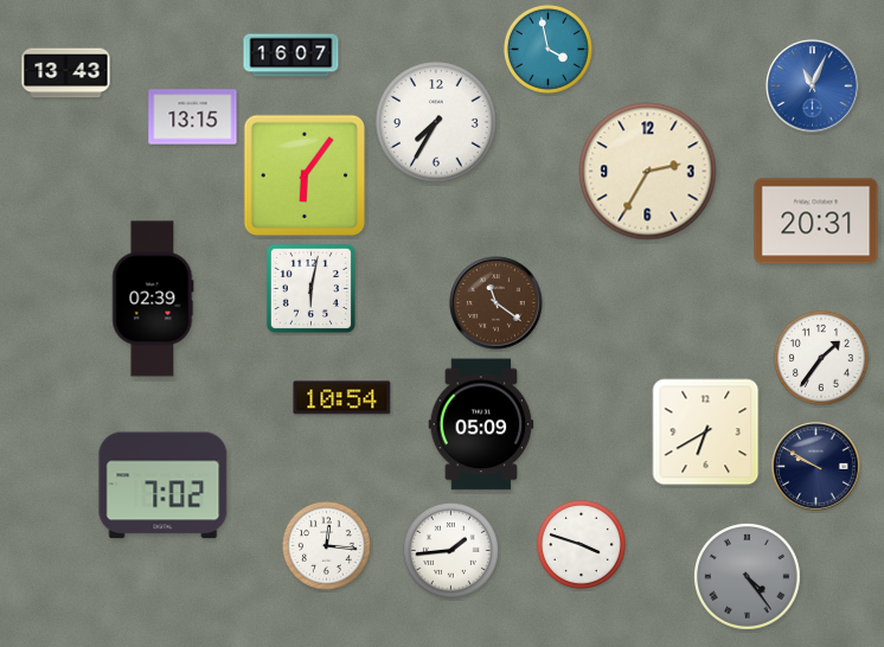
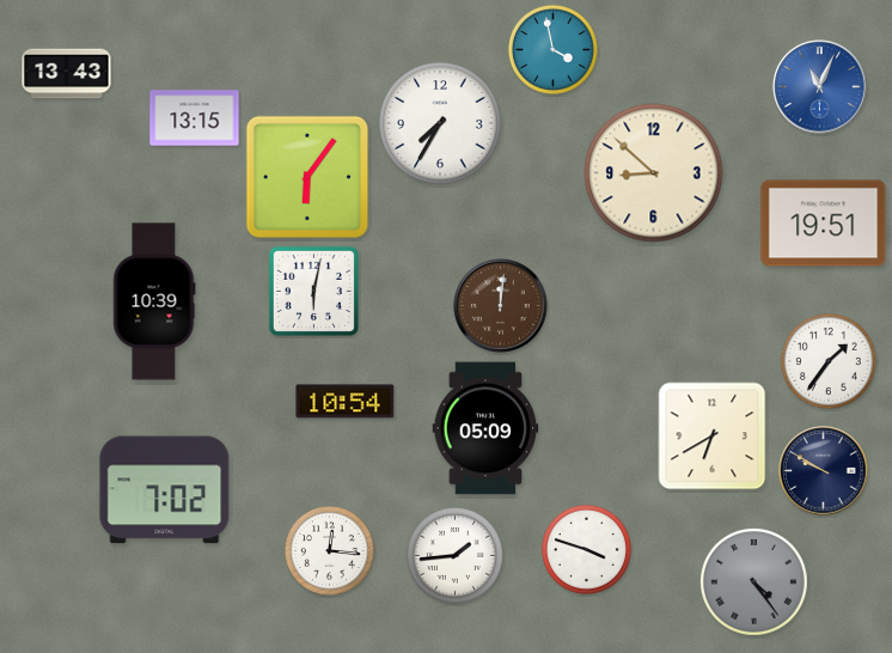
clock at (292, 56): 16:07 -> none
clock at (648, 172): 2:35 -> 8:52
clock at (816, 222): 20:31 -> 19:51
clock at (153, 299): 02:39 -> 10:39
clock at (497, 303): 11:21 -> 12:01
